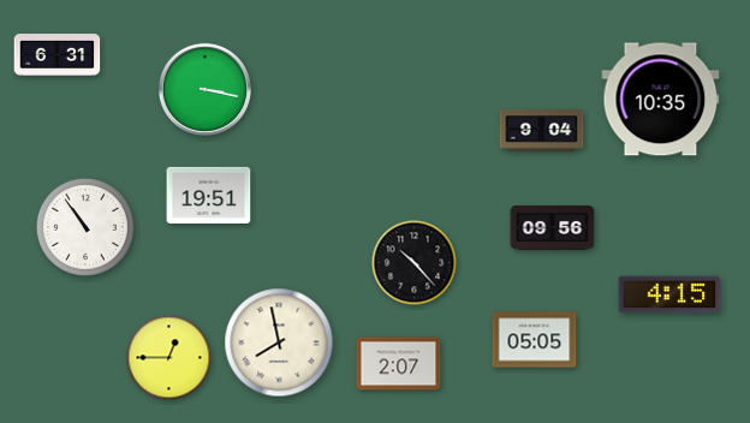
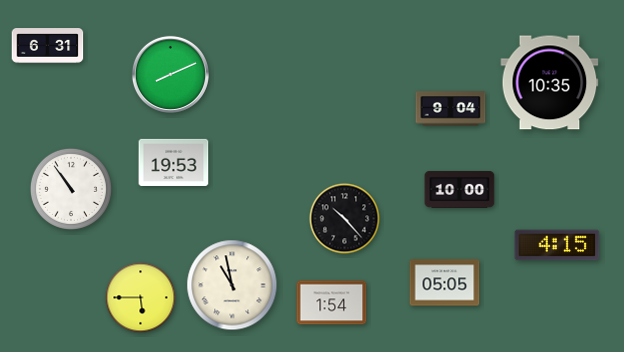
clock at (204, 89): 3:17 -> 8:11
clock at (209, 195): 19:51 -> 19:53
clock at (553, 227): 09:56 -> 10:00
clock at (279, 342): 7:58 -> 10:58
clock at (169, 358): 12:45 -> 5:45
clock at (399, 364): 2:07 -> 1:54
